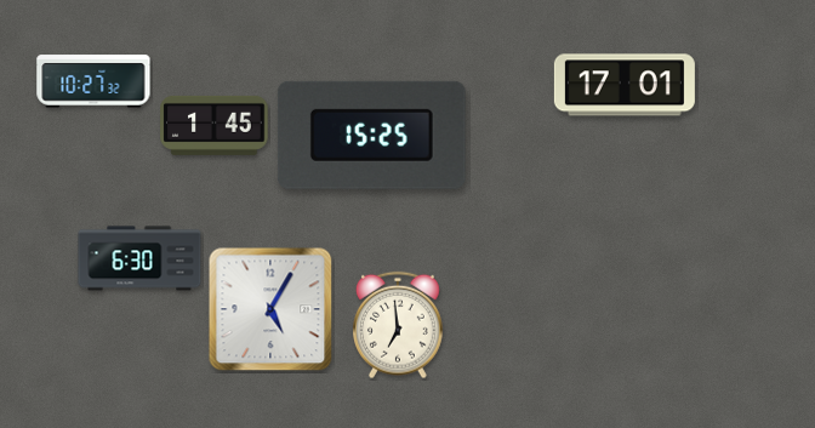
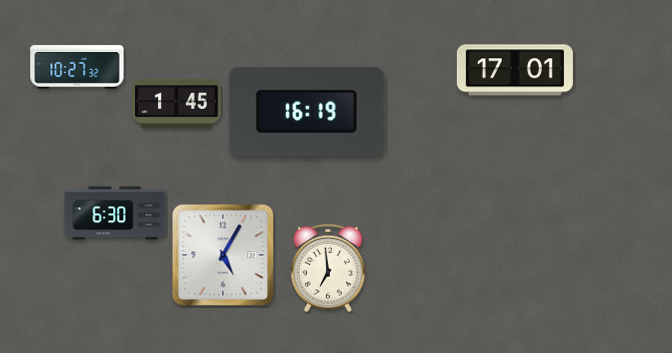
clock at (371, 135): 15:25 -> 16:19
